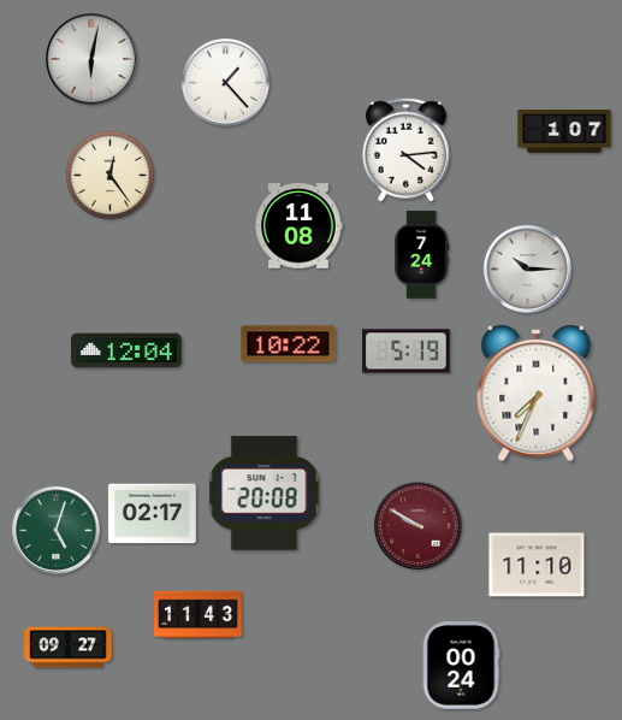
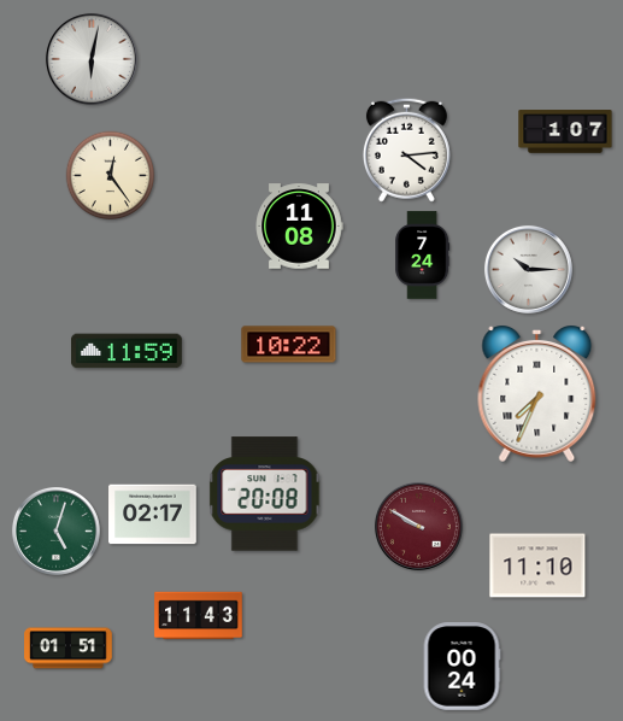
clock at (225, 82): 1:23 -> none
clock at (126, 350): 12:04 -> 11:59
clock at (407, 352): 5:19 -> none
clock at (69, 648): 09:27 -> 01:51
